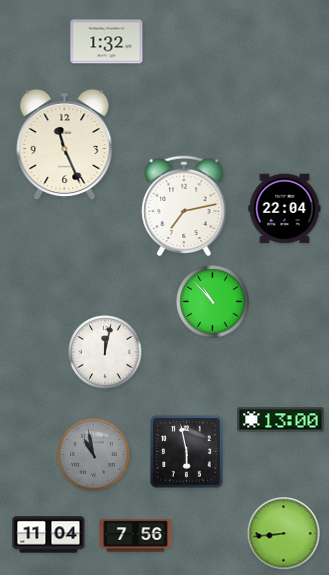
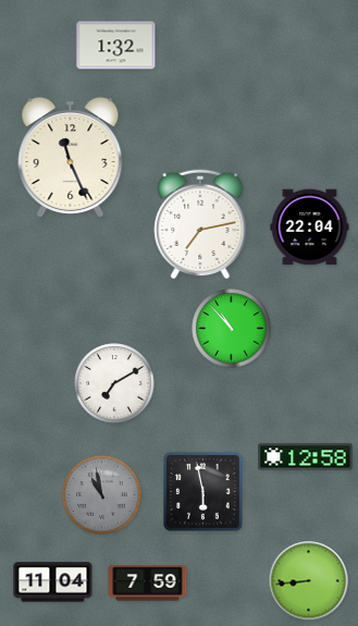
clock at (105, 352): 12:02 -> 7:10
clock at (281, 420): 13:00 -> 12:58
clock at (136, 536): 7:56 -> 7:59
